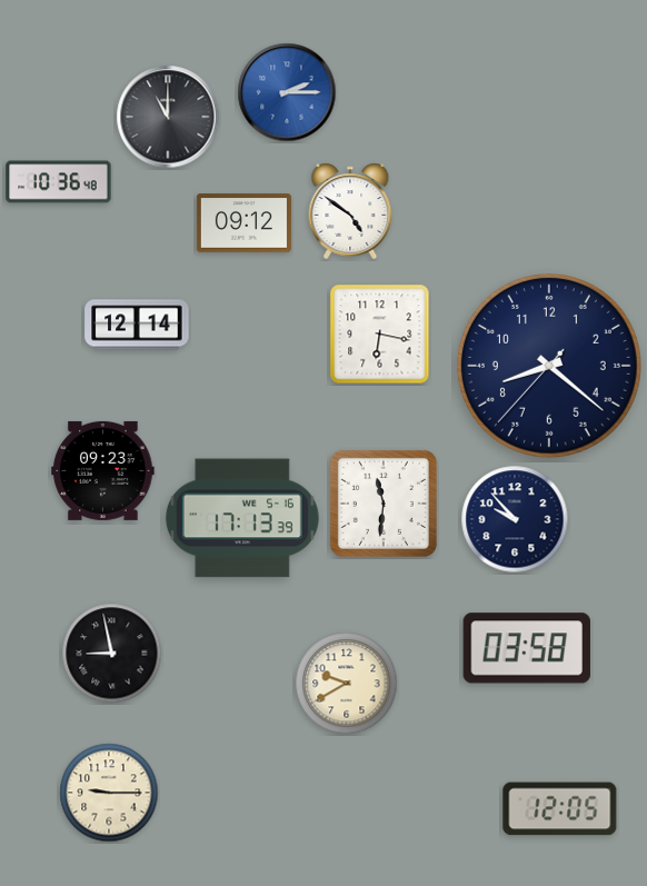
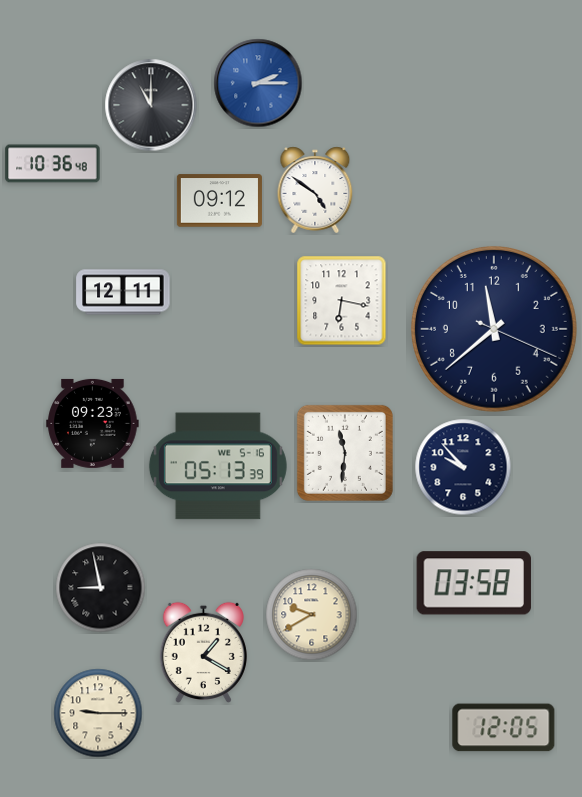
clock at (137, 325): 12:14 -> 12:11
clock at (549, 366): 8:21 -> 11:38
clock at (242, 518): 17:13 -> 05:13
clock at (203, 652): none -> 1:20
